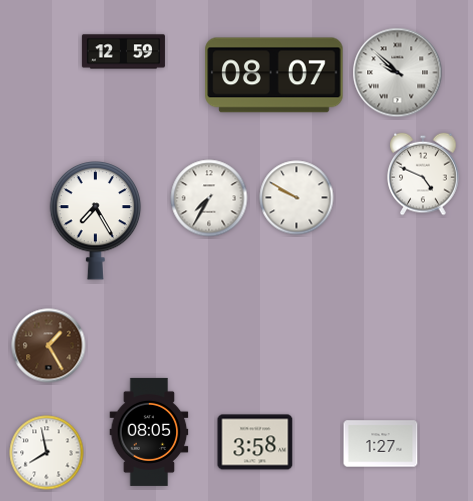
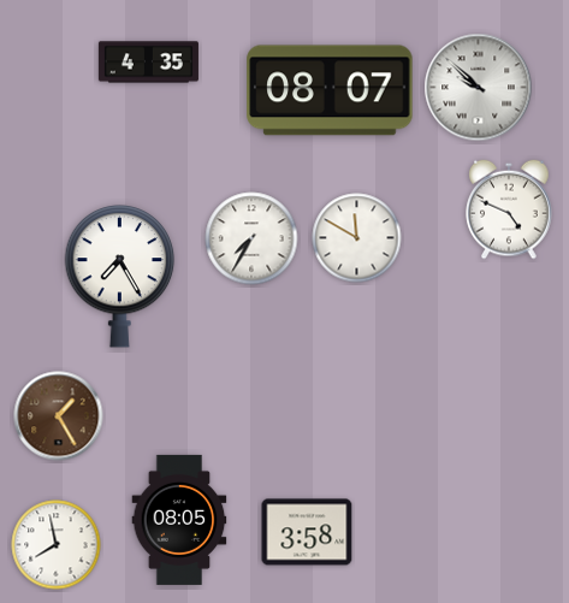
clock at (123, 52): 12:59 -> 4:35
clock at (297, 198): 9:50 -> 11:50
clock at (96, 220) position: (96, 220) -> (120, 276)
clock at (381, 444): 1:27 -> none
